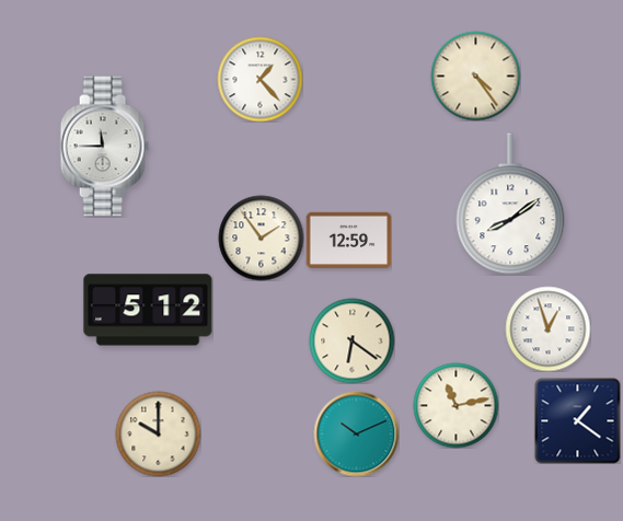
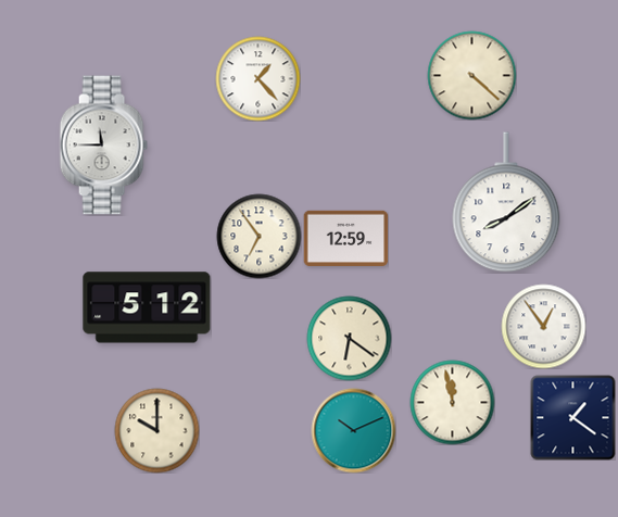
clock at (475, 76): 4:24 -> 4:22
clock at (261, 238): 1:54 -> 6:54
clock at (547, 328): 12:57 -> 12:54
clock at (455, 405): 11:13 -> 11:58
